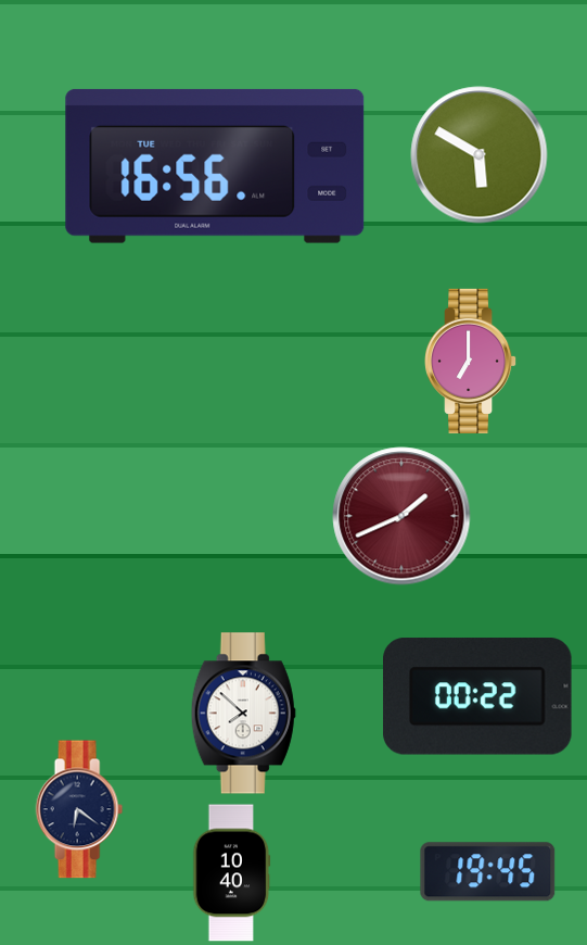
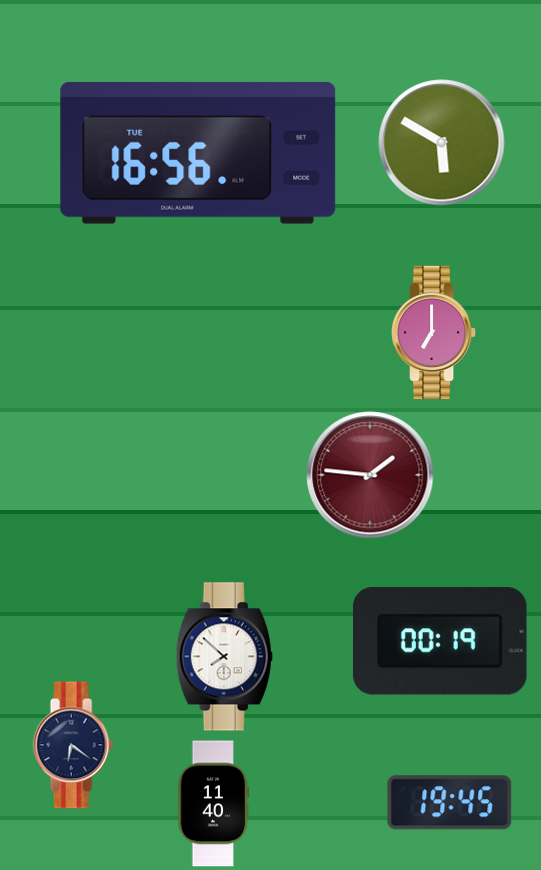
clock at (401, 516): 1:41 -> 1:46
clock at (478, 696): 00:22 -> 00:19
clock at (232, 873): 10:40 -> 11:40
